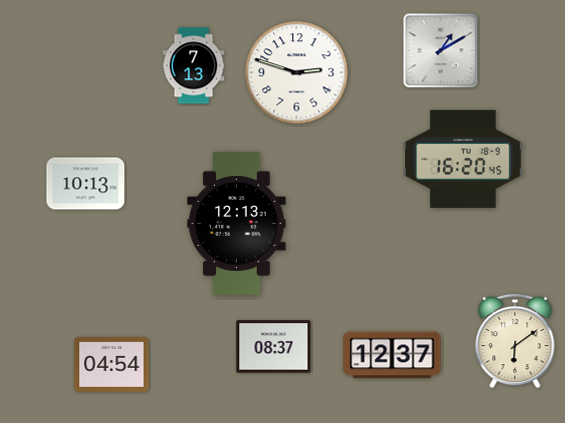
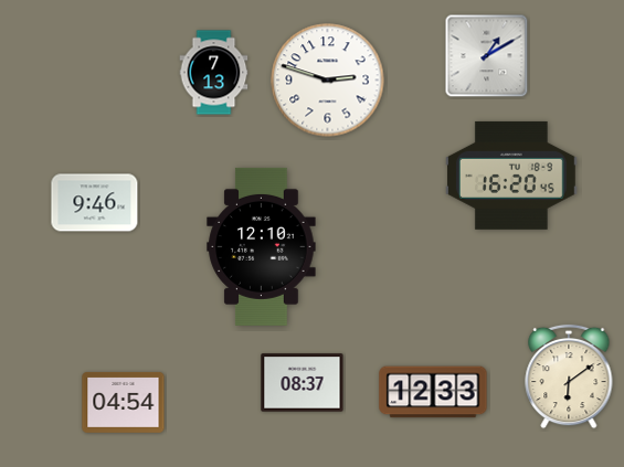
clock at (86, 184): 10:13 -> 9:46
clock at (237, 223): 12:13 -> 12:10
clock at (392, 355): 12:37 -> 12:33
